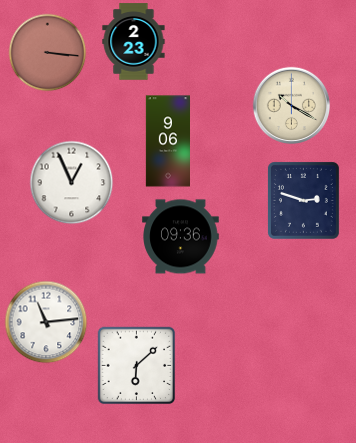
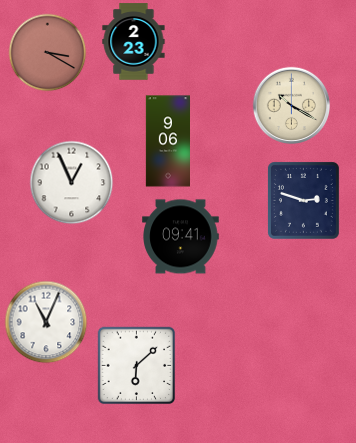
clock at (47, 52): 3:16 -> 3:20
clock at (181, 237): 09:36 -> 09:41
clock at (46, 322): 11:14 -> 11:04
